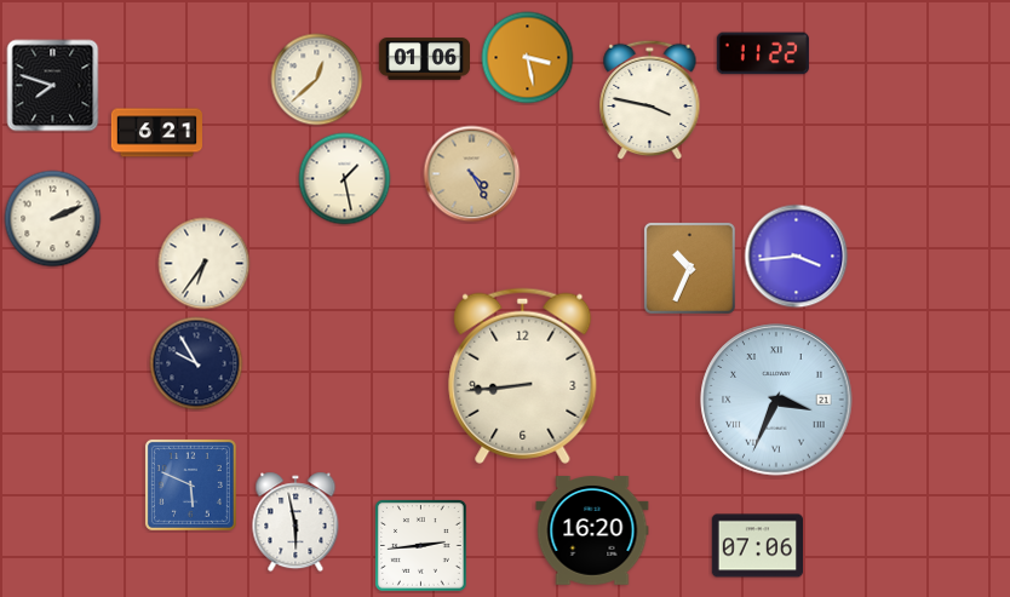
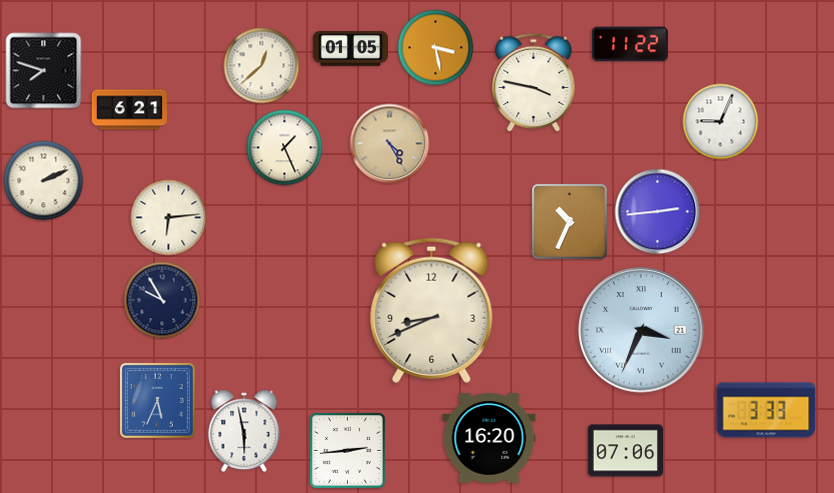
clock at (425, 59): 01:06 -> 01:05
clock at (650, 101) position: (650, 101) -> (534, 83)
clock at (721, 122): none -> 9:04
clock at (345, 179): 1:28 -> 1:26
clock at (797, 257): 3:44 -> 2:44
clock at (205, 264): 6:36 -> 6:14
clock at (523, 375): 8:44 -> 8:41
clock at (190, 484): 5:49 -> 5:34
clock at (766, 410): none -> 3:33
